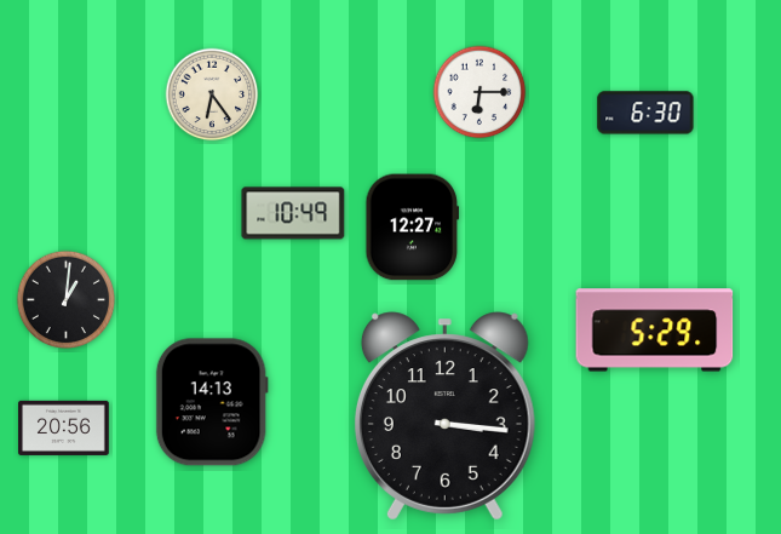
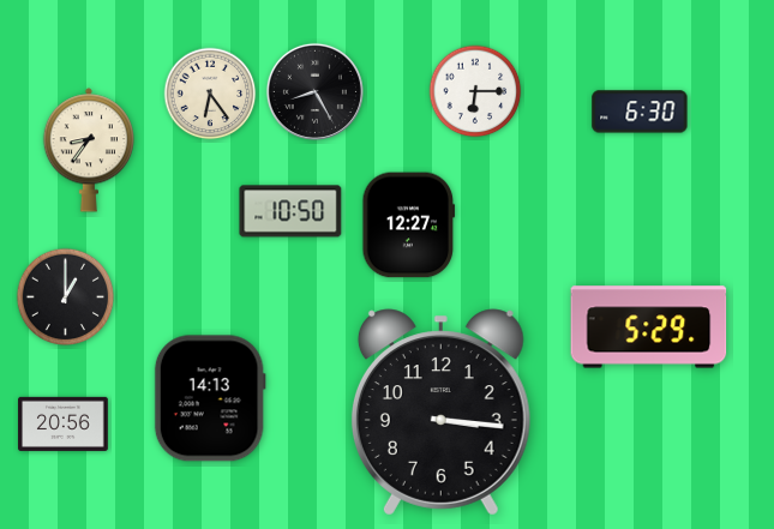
clock at (314, 91): none -> 8:25
clock at (88, 150): none -> 8:36
clock at (293, 213): 10:49 -> 10:50
clock at (67, 300): 1:01 -> 1:00
